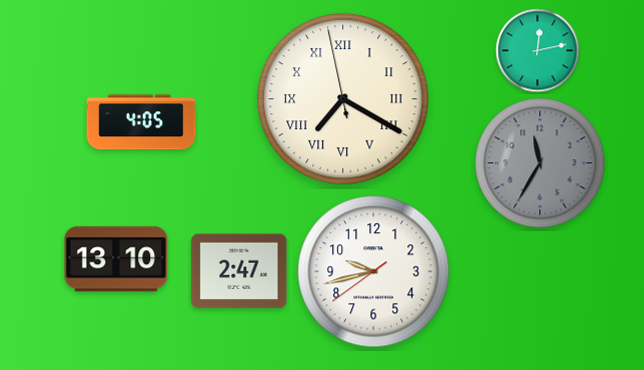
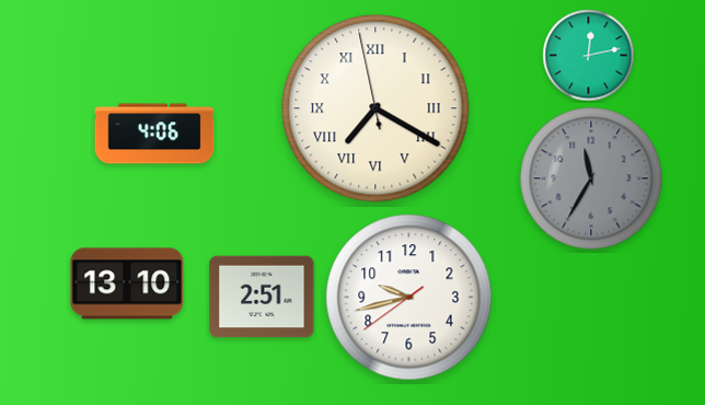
clock at (141, 122): 4:05 -> 4:06
clock at (239, 271): 2:47 -> 2:51
